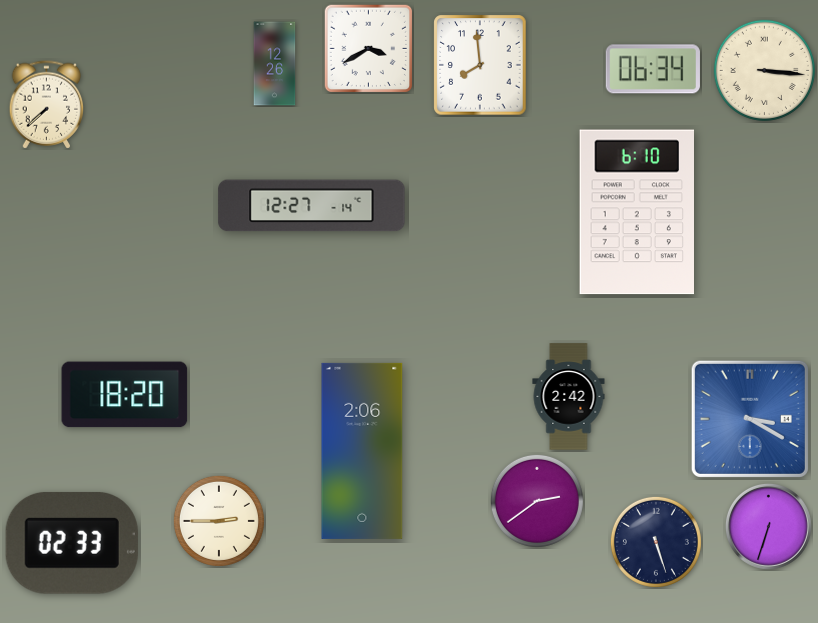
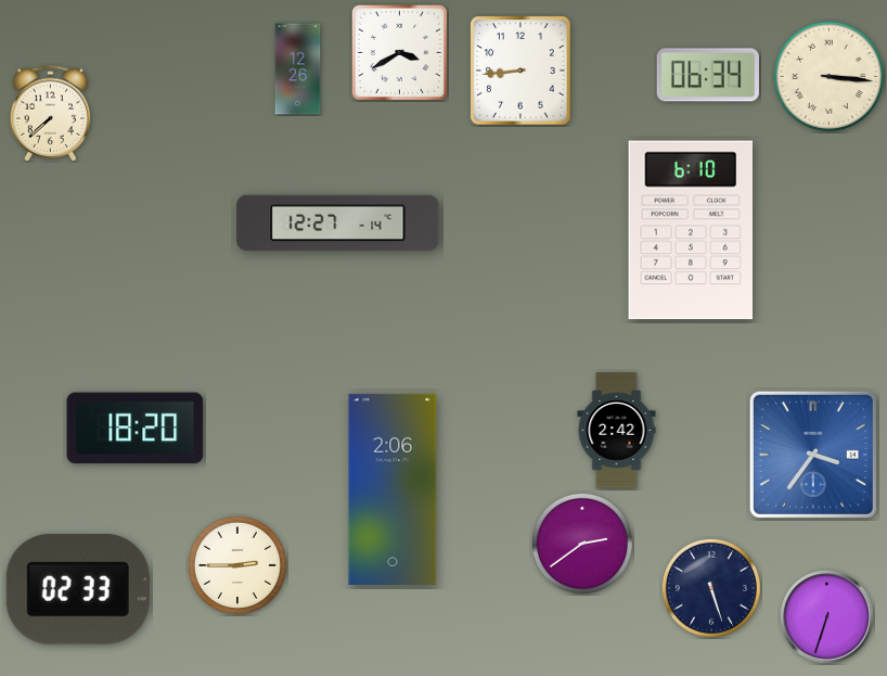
clock at (480, 65): 7:59 -> 8:44
clock at (750, 419): 3:20 -> 3:36
clock at (768, 526) position: (768, 526) -> (826, 616)
